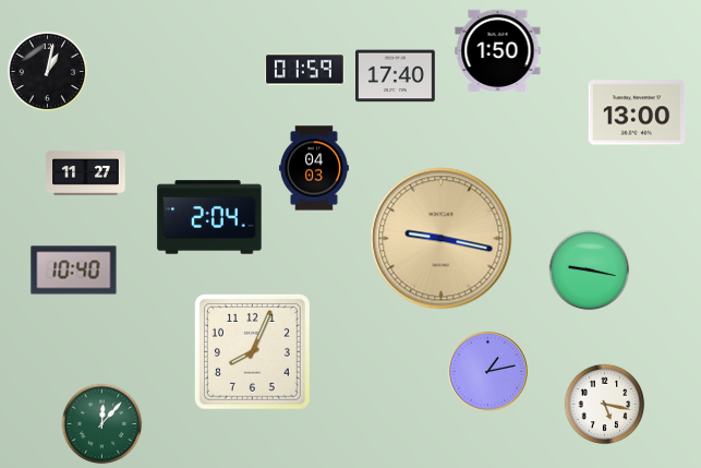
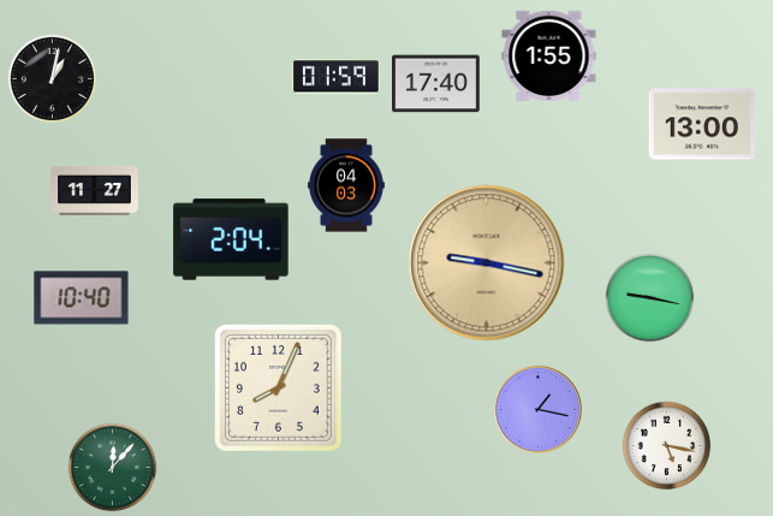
clock at (498, 51): 1:50 -> 1:55
clock at (487, 371): 1:13 -> 1:17
